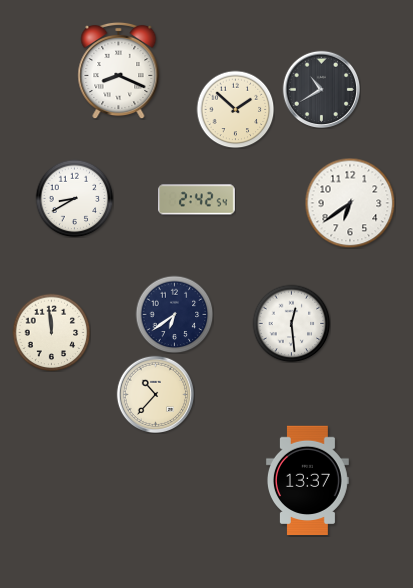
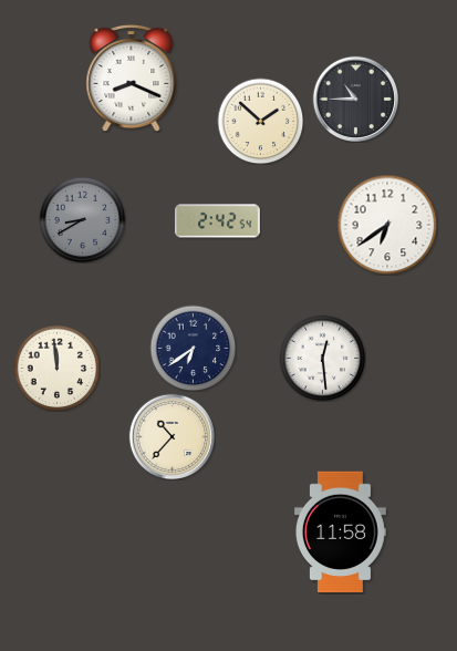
clock at (321, 89): 10:40 -> 10:45
clock at (74, 198) dial: white -> grey
clock at (307, 481): 13:37 -> 11:58
